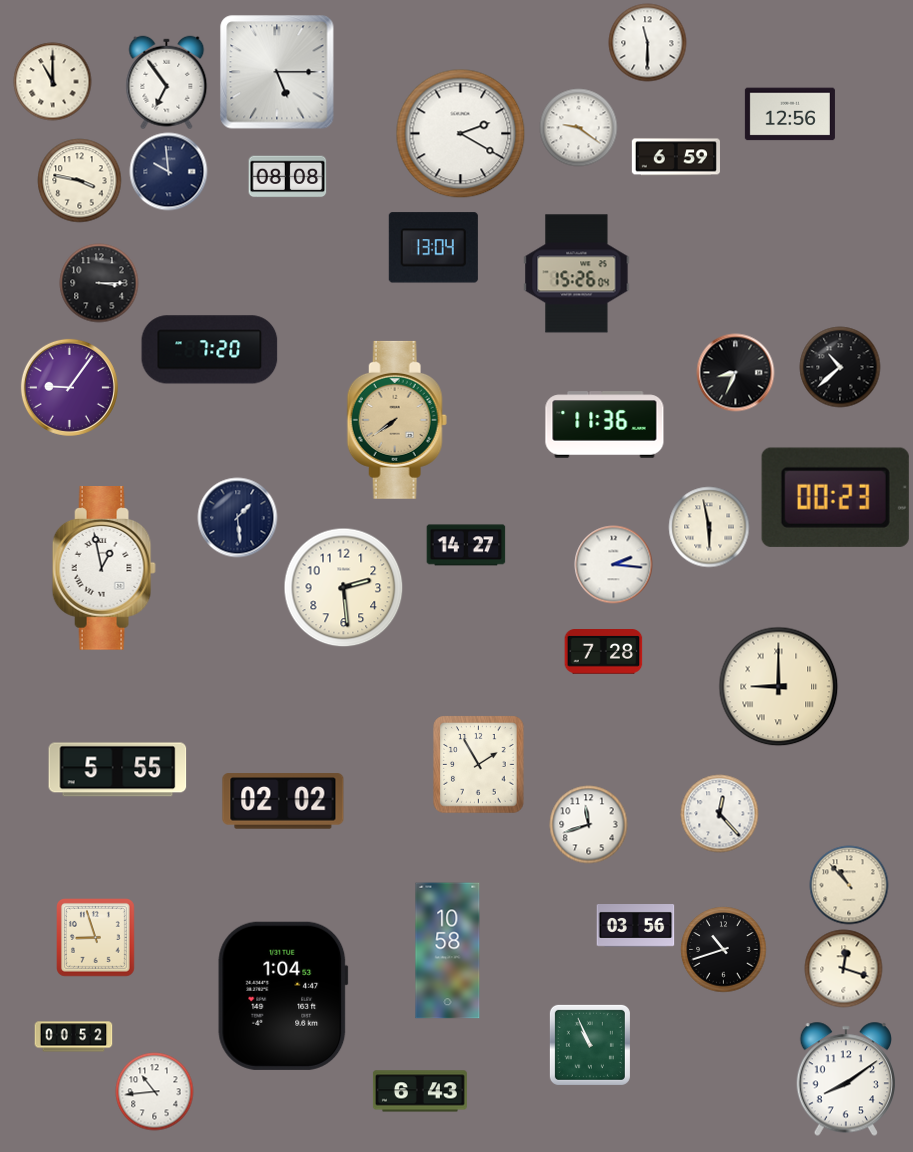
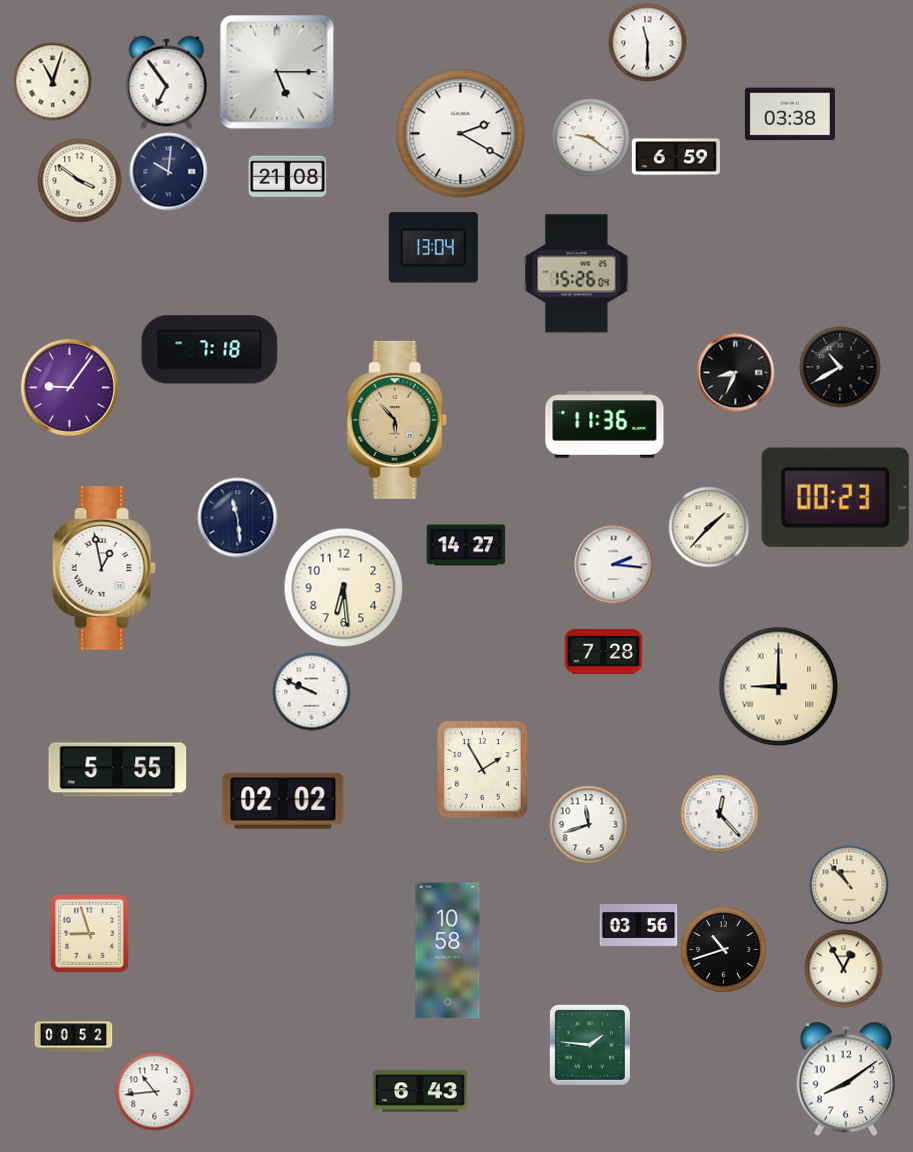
clock at (52, 81): 11:00 -> 11:03
clock at (790, 114): 12:56 -> 03:38
clock at (578, 127) position: (578, 127) -> (590, 137)
clock at (168, 171): 9:59 -> 10:01
clock at (287, 177): 08:08 -> 21:08
clock at (79, 180): 3:47 -> 3:51
clock at (99, 283): 3:15 -> none
clock at (210, 350): 7:20 -> 7:18
clock at (840, 367): 10:38 -> 10:40
clock at (397, 420): 7:39 -> 5:53
clock at (237, 517): 1:29 -> 11:29
clock at (709, 527): 5:58 -> 1:37
clock at (343, 587): 2:29 -> 6:29
clock at (311, 691): none -> 9:49
clock at (479, 764) position: (479, 764) -> (483, 769)
clock at (635, 926) position: (635, 926) -> (638, 926)
clock at (96, 938) position: (96, 938) -> (90, 934)
clock at (843, 968): 12:18 -> 12:55
clock at (283, 996): 1:04 -> none
clock at (590, 1045): 10:56 -> 1:46
